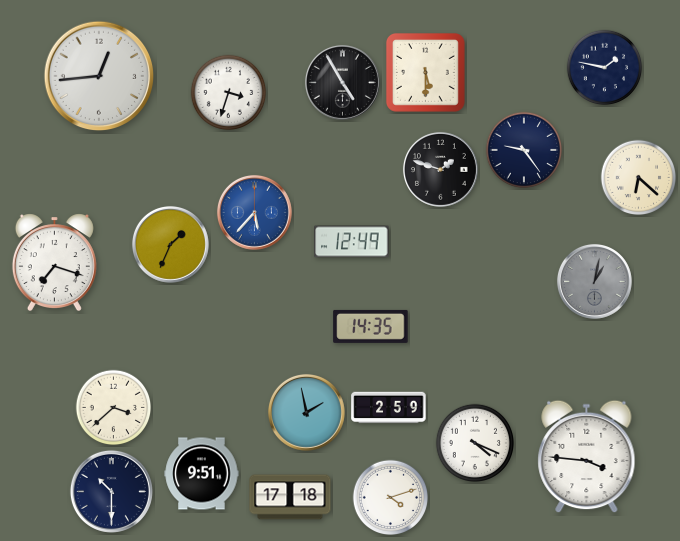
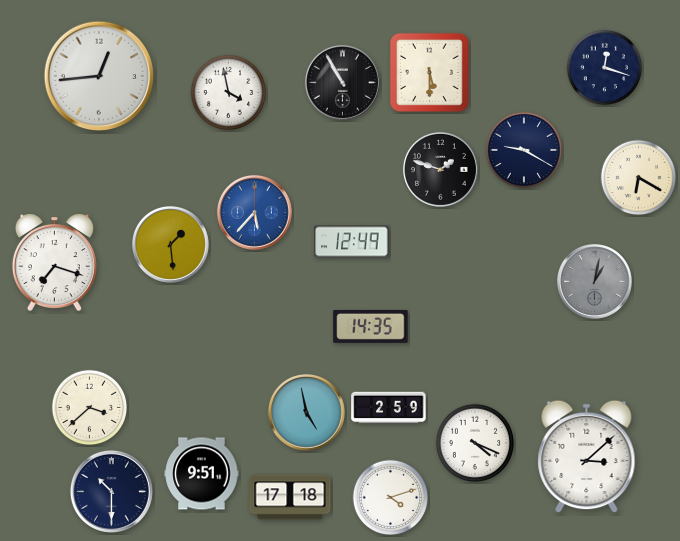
clock at (605, 68): 1:47 -> 12:18
clock at (425, 72) position: (425, 72) -> (429, 72)
clock at (342, 82): 4:55 -> 10:55
clock at (229, 93): 3:33 -> 3:58
clock at (524, 150): 9:24 -> 9:20
clock at (639, 178): 6:22 -> 6:20
clock at (170, 244): 1:34 -> 1:29
clock at (114, 408) position: (114, 408) -> (90, 408)
clock at (306, 412): 1:58 -> 4:58
clock at (587, 457): 3:46 -> 3:08
